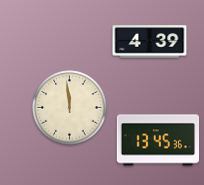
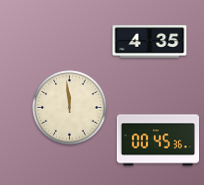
clock at (150, 42): 4:39 -> 4:35
clock at (158, 140): 13:45 -> 00:45
